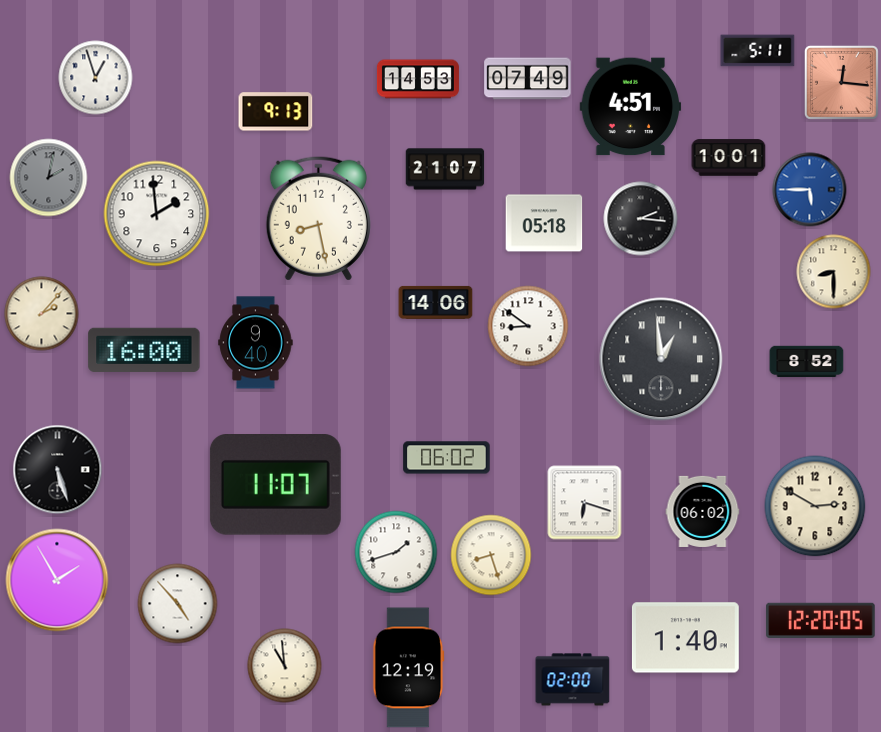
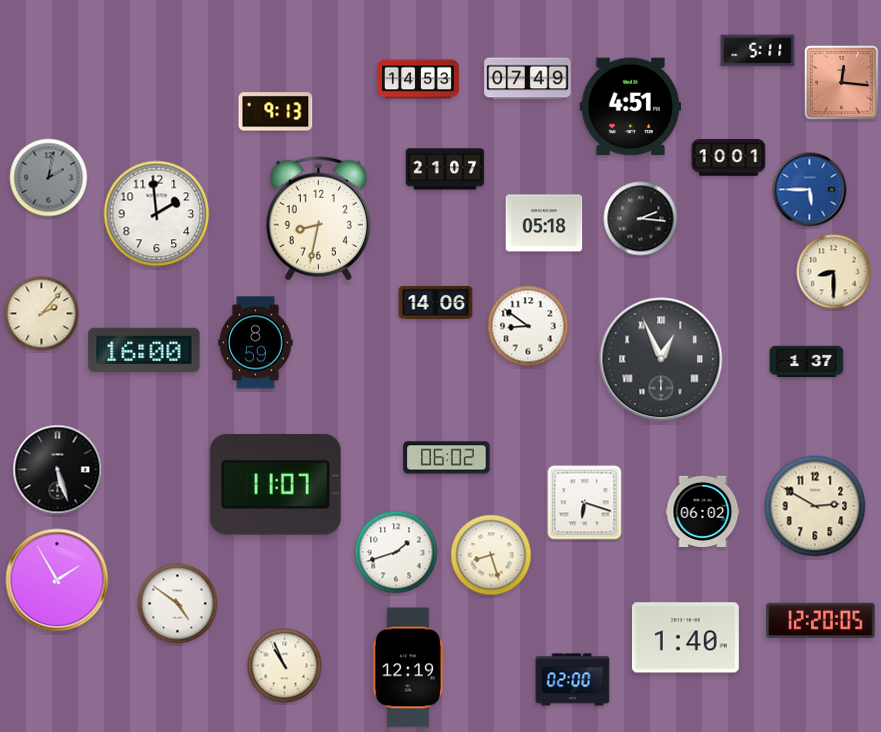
clock at (96, 78): 12:57 -> none
clock at (318, 218): 8:28 -> 8:32
clock at (256, 343): 9:40 -> 8:59
clock at (661, 359): 12:59 -> 12:56
clock at (807, 362): 8:52 -> 1:37
clock at (178, 604): 4:53 -> 4:51
clock at (285, 666): 10:59 -> 10:56
